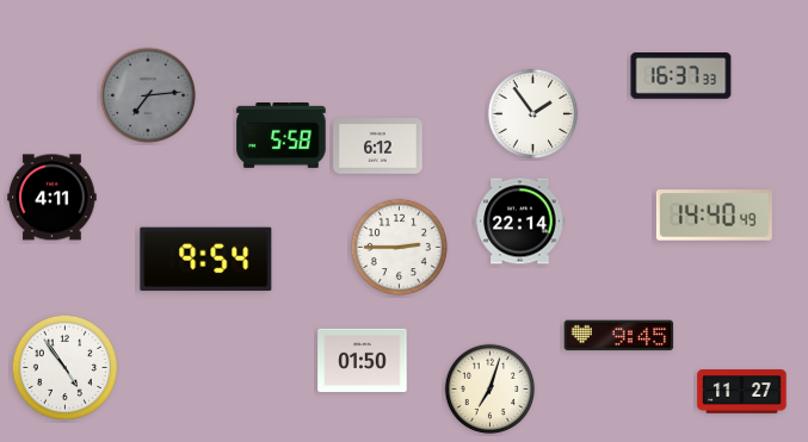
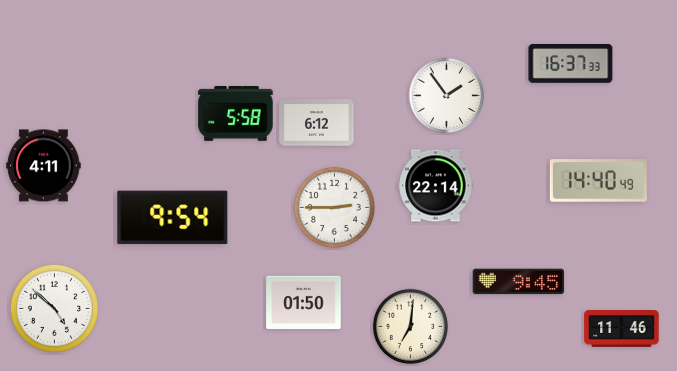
clock at (147, 94): 7:14 -> none
clock at (64, 367): 4:54 -> 4:52
clock at (491, 390): 7:03 -> 7:01
clock at (742, 392): 11:27 -> 11:46
